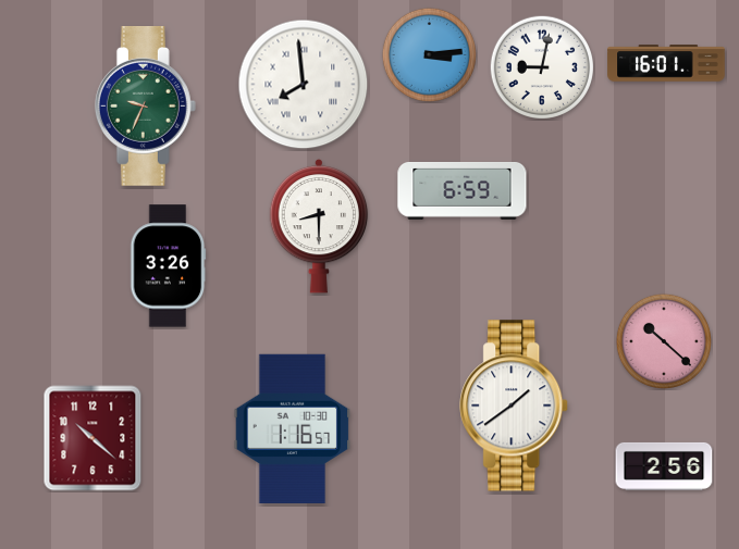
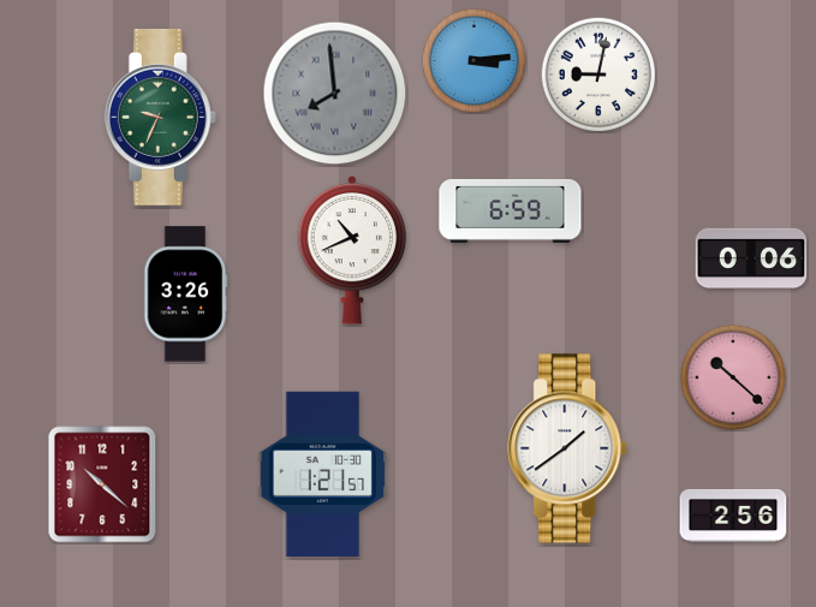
clock at (666, 63): 16:01 -> none
clock at (304, 85) dial: white -> grey
clock at (319, 226): 8:30 -> 10:41
clock at (751, 258): none -> 0:06
clock at (293, 428): 1:16 -> 1:21
